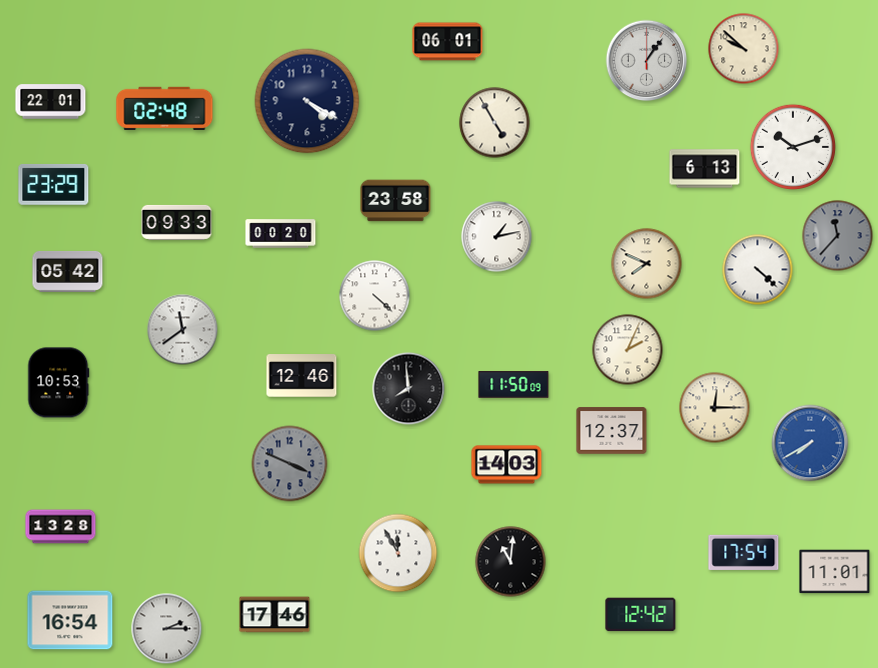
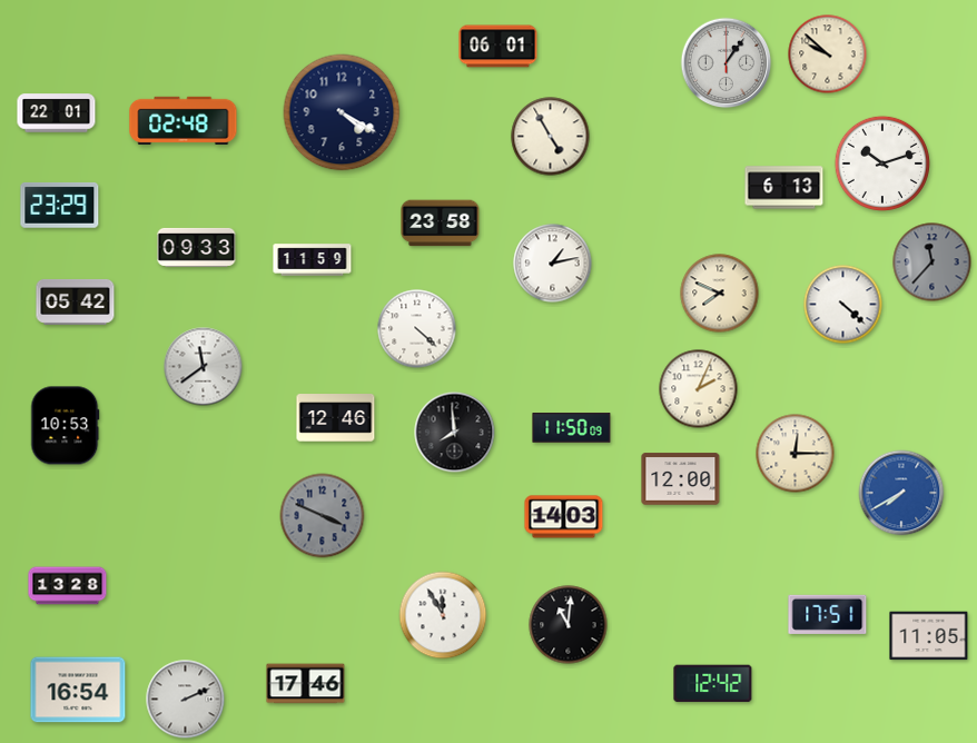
clock at (647, 61) position: (647, 61) -> (727, 63)
clock at (281, 234): 00:20 -> 11:59
clock at (758, 270) position: (758, 270) -> (843, 305)
clock at (612, 431): 12:37 -> 12:00
clock at (744, 552): 17:54 -> 17:51
clock at (835, 572): 11:01 -> 11:05
clock at (167, 629): 2:15 -> 2:11
